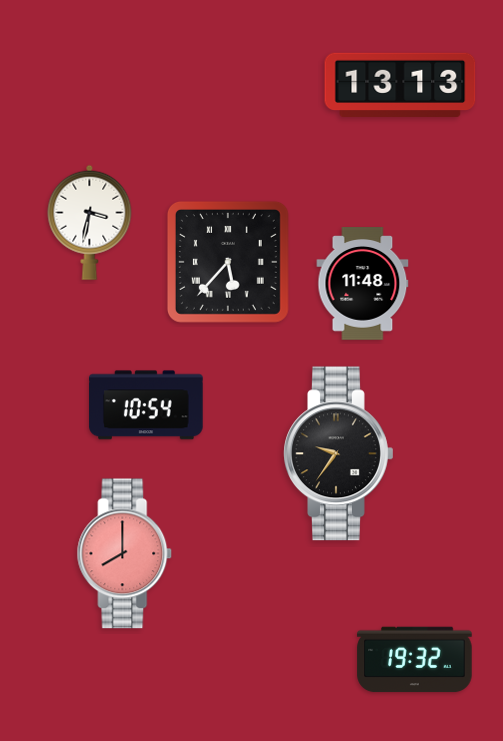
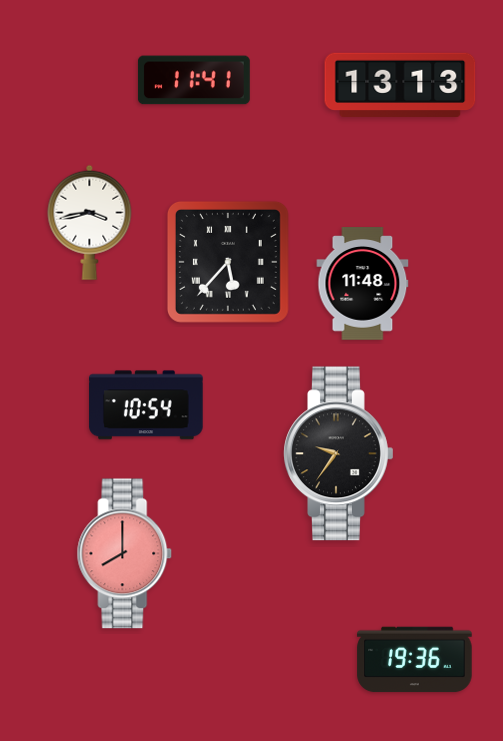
clock at (194, 80): none -> 11:41
clock at (90, 222): 3:32 -> 3:43
clock at (415, 660): 19:32 -> 19:36
